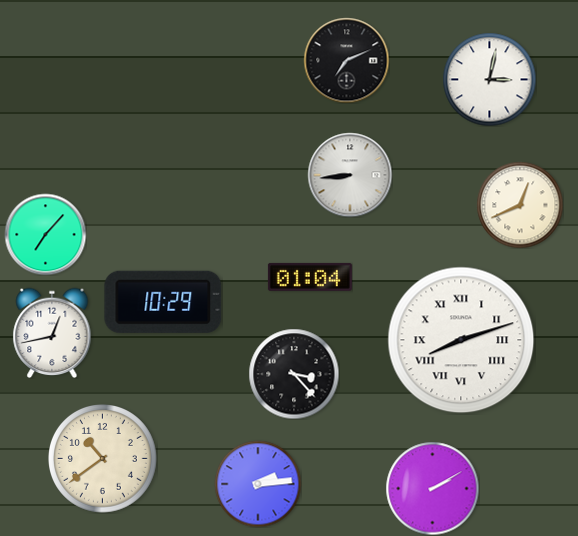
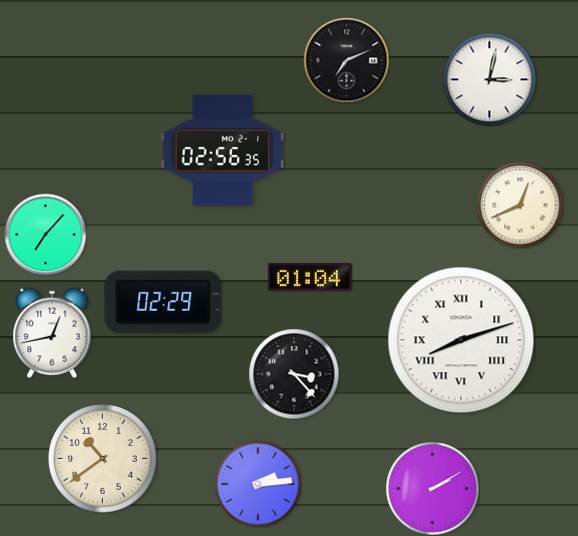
clock at (223, 151): none -> 02:56
clock at (350, 175): 8:44 -> none
clock at (163, 302): 10:29 -> 02:29
